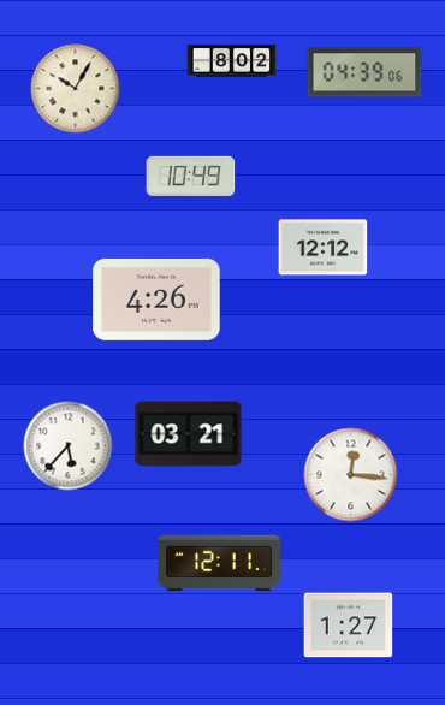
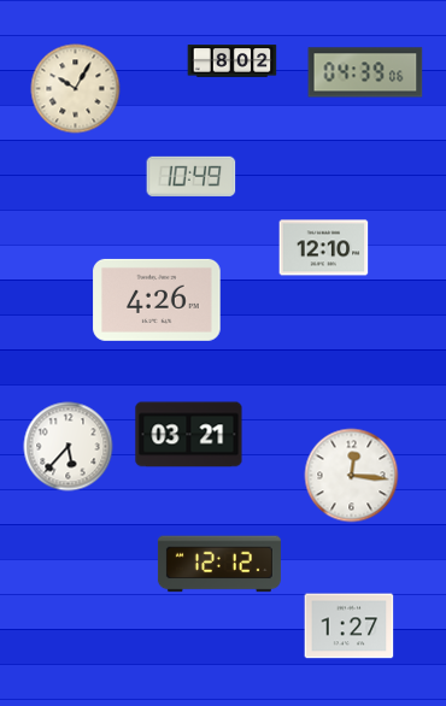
clock at (324, 248): 12:12 -> 12:10
clock at (219, 563): 12:11 -> 12:12
